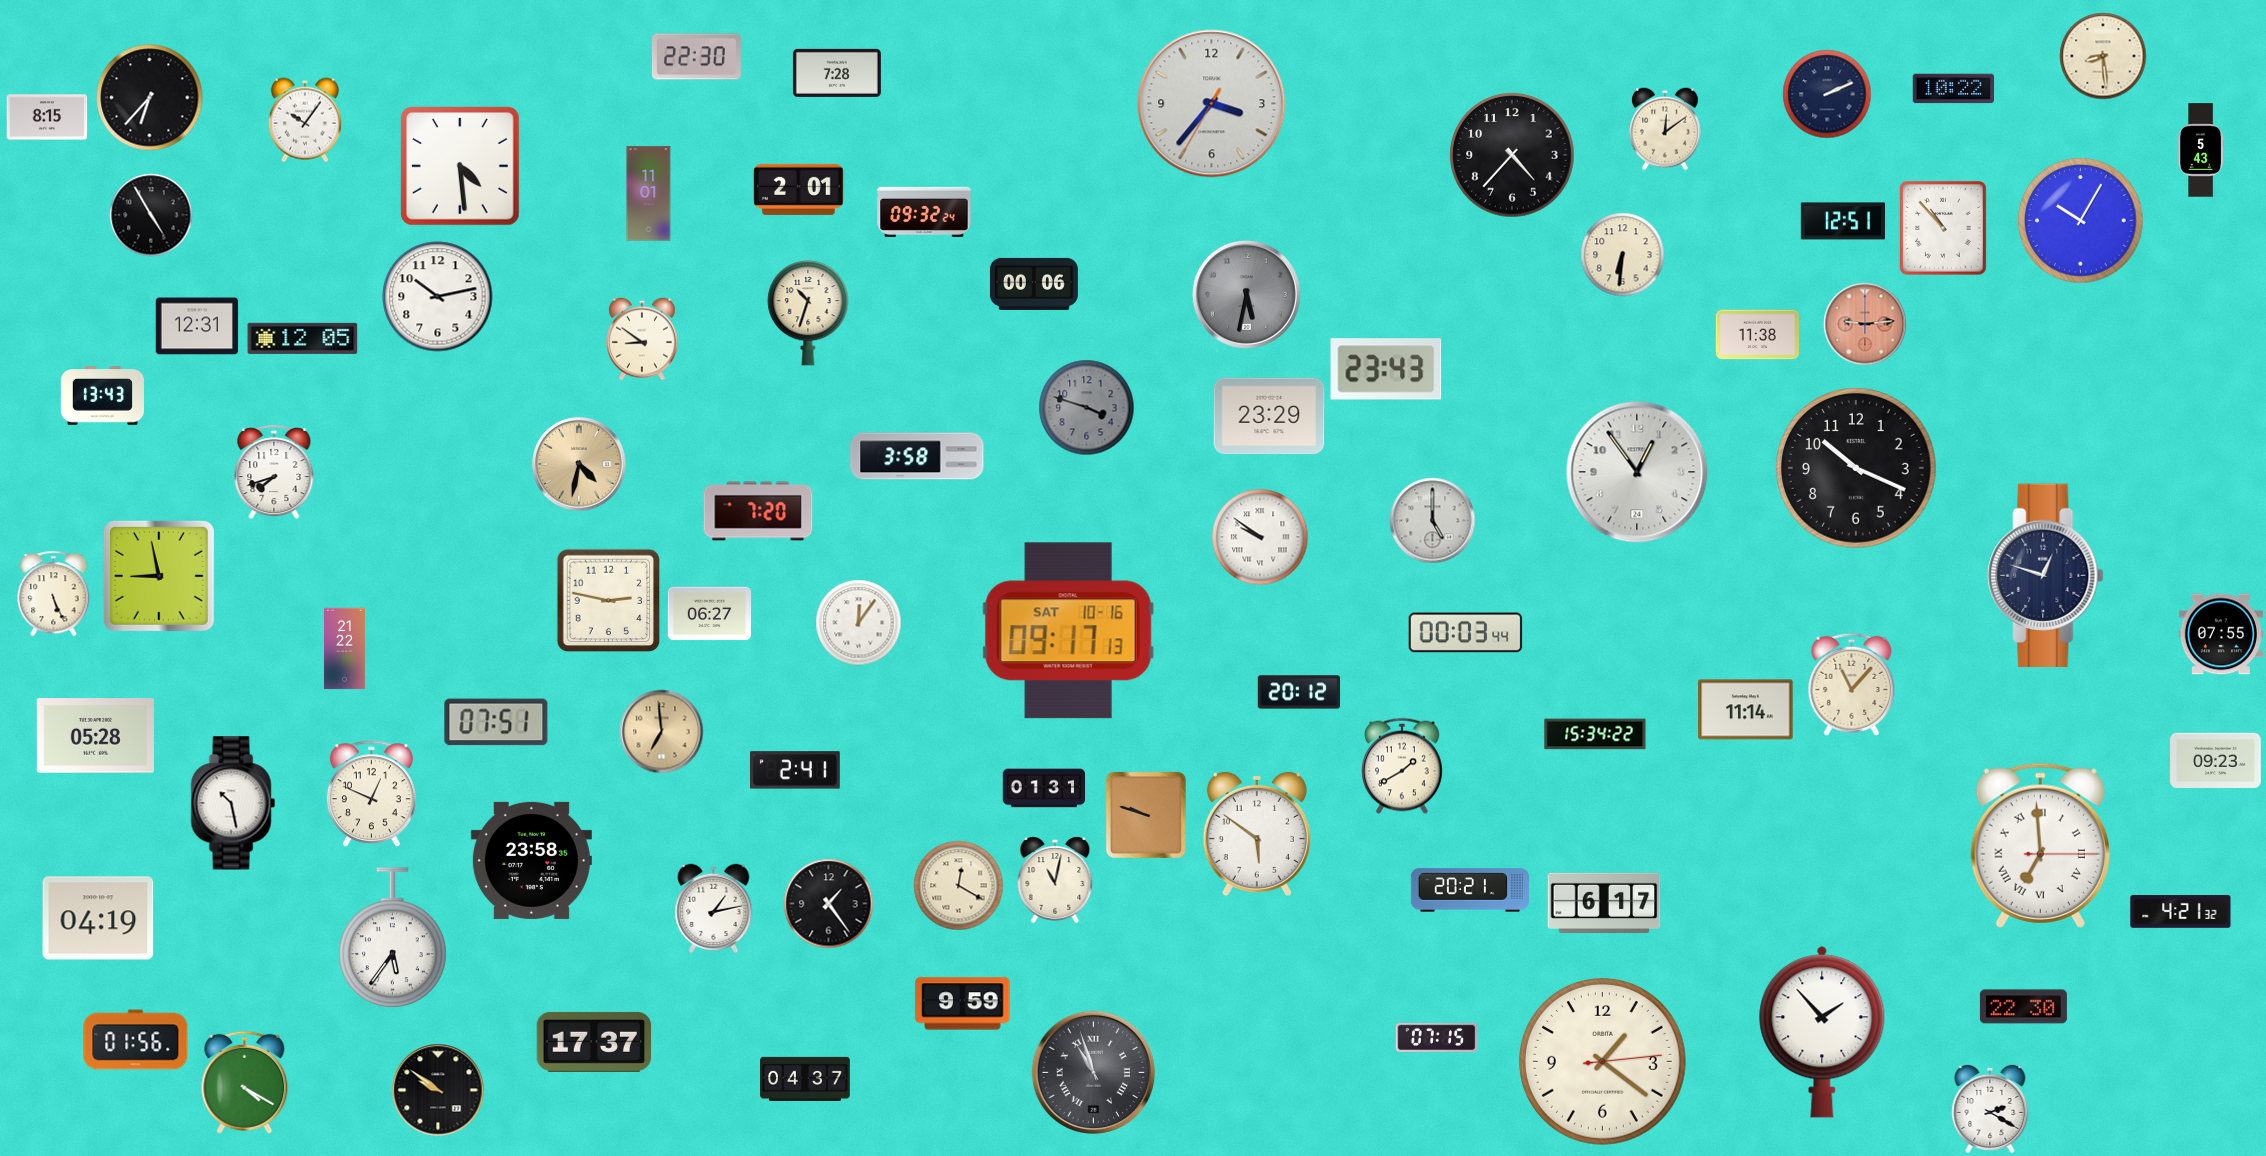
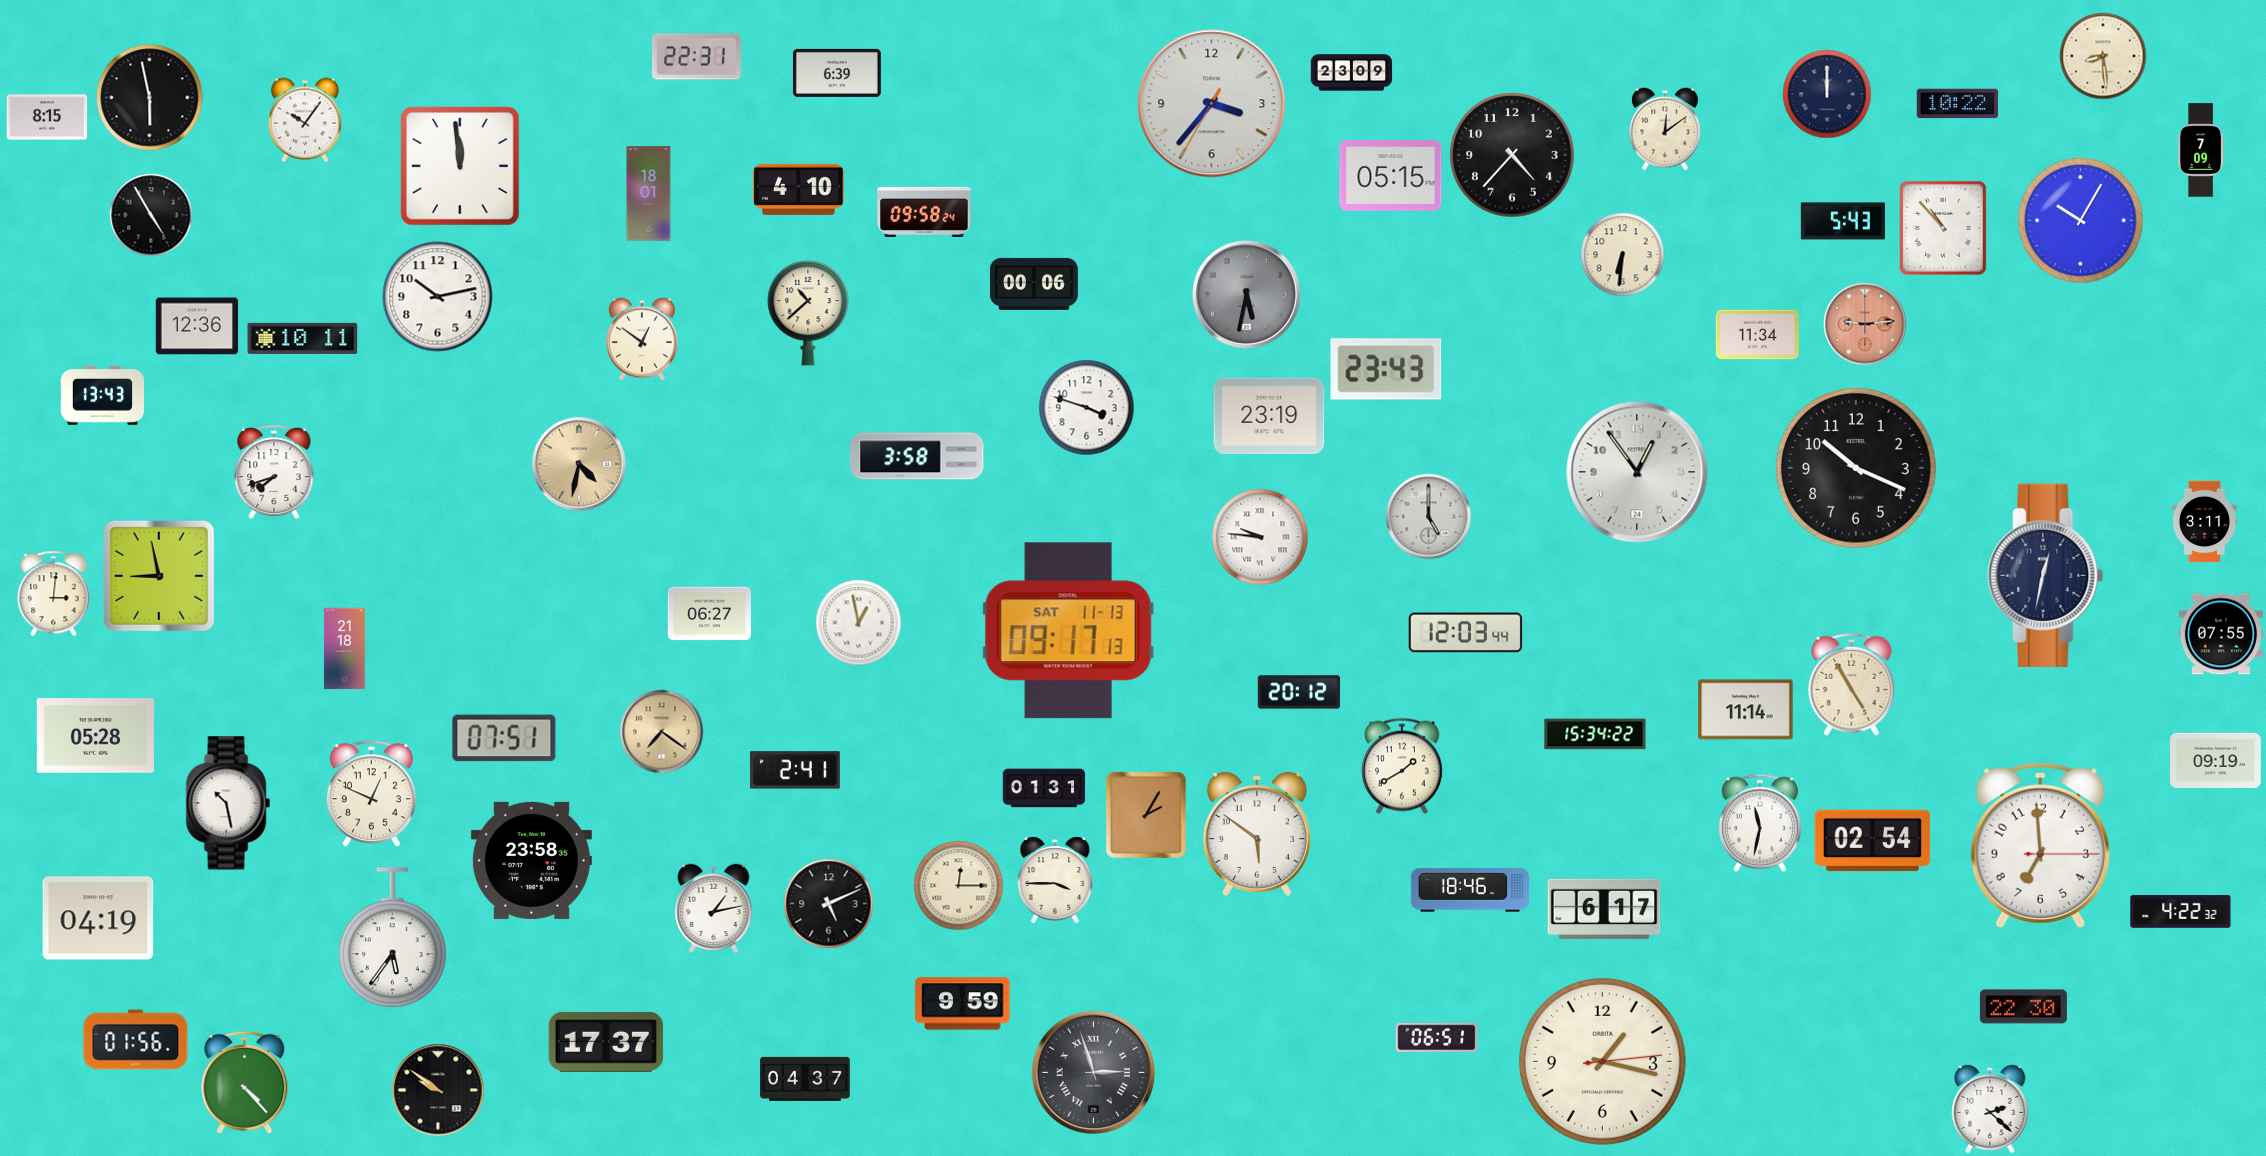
clock at (696, 57): 22:30 -> 22:31
clock at (837, 73): 7:28 -> 6:39
clock at (1352, 73): none -> 23:09
clock at (1954, 89) position: (1954, 89) -> (1958, 104)
clock at (1827, 94): 2:11 -> 12:00
clock at (150, 98): 6:37 -> 5:58
clock at (2200, 150): 5:43 -> 7:09
clock at (460, 166): 4:29 -> 11:59
clock at (1391, 176): none -> 05:15
clock at (799, 189): 2:01 -> 4:10
clock at (649, 194): 11:01 -> 18:01
clock at (924, 212): 09:32 -> 09:58
clock at (1843, 221): 12:51 -> 5:43
clock at (808, 313): 10:33 -> 10:38
clock at (197, 326): 12:31 -> 12:36
clock at (1757, 335): 11:38 -> 11:34
clock at (303, 338): 12:05 -> 10:11
clock at (643, 339): 8:51 -> 12:51
clock at (1087, 408) dial: grey -> white
clock at (1269, 416): 23:29 -> 23:19
clock at (758, 511): 7:20 -> none
clock at (1433, 521) position: (1433, 521) -> (1429, 517)
clock at (2204, 522): none -> 3:11
clock at (1260, 537): 9:51 -> 9:46
clock at (2046, 575): 12:48 -> 12:32
clock at (54, 594): 5:26 -> 3:01
clock at (609, 601): 2:47 -> none
clock at (859, 623): 12:06 -> 12:58
clock at (1068, 631) date: SAT 10-16 -> SAT 11-13
clock at (1466, 633): 00:03 -> 12:03
clock at (344, 649): 21:22 -> 21:18
clock at (1852, 684): 11:07 -> 4:55
clock at (496, 722) position: (496, 722) -> (504, 738)
clock at (662, 732): 6:59 -> 7:21
clock at (2216, 760): 09:23 -> 09:19
clock at (233, 803) position: (233, 803) -> (228, 803)
clock at (1146, 815): 9:48 -> 2:05
clock at (1760, 823): none -> 11:32
clock at (1873, 841): none -> 02:54
clock at (2040, 845) numerals: Roman -> Arabic
clock at (1055, 880): 11:02 -> 3:45
clock at (959, 886): 12:20 -> 12:15
clock at (1470, 890): 20:21 -> 18:46
clock at (1604, 903) position: (1604, 903) -> (1604, 909)
clock at (829, 904): 1:24 -> 5:11
clock at (2181, 912): 4:21 -> 4:22
clock at (1822, 1032): 1:53 -> none
clock at (1437, 1037): 07:15 -> 06:51
clock at (594, 1042) position: (594, 1042) -> (606, 1042)
clock at (1602, 1061): 1:21 -> 1:17
clock at (1093, 1072): 10:57 -> 2:57
clock at (245, 1082): 4:20 -> 4:23
clock at (1990, 1109): 2:20 -> 2:22
